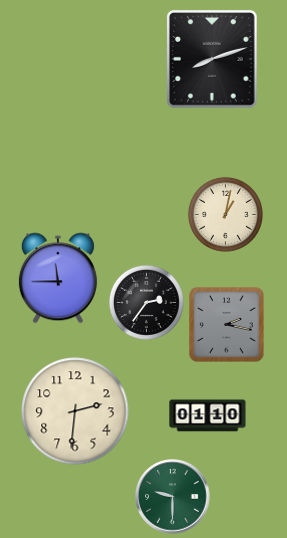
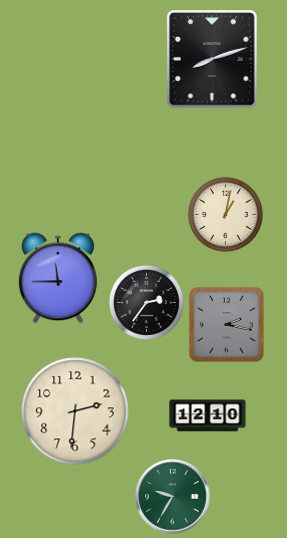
clock at (208, 416): 01:10 -> 12:10
clock at (173, 497): 9:30 -> 9:35
